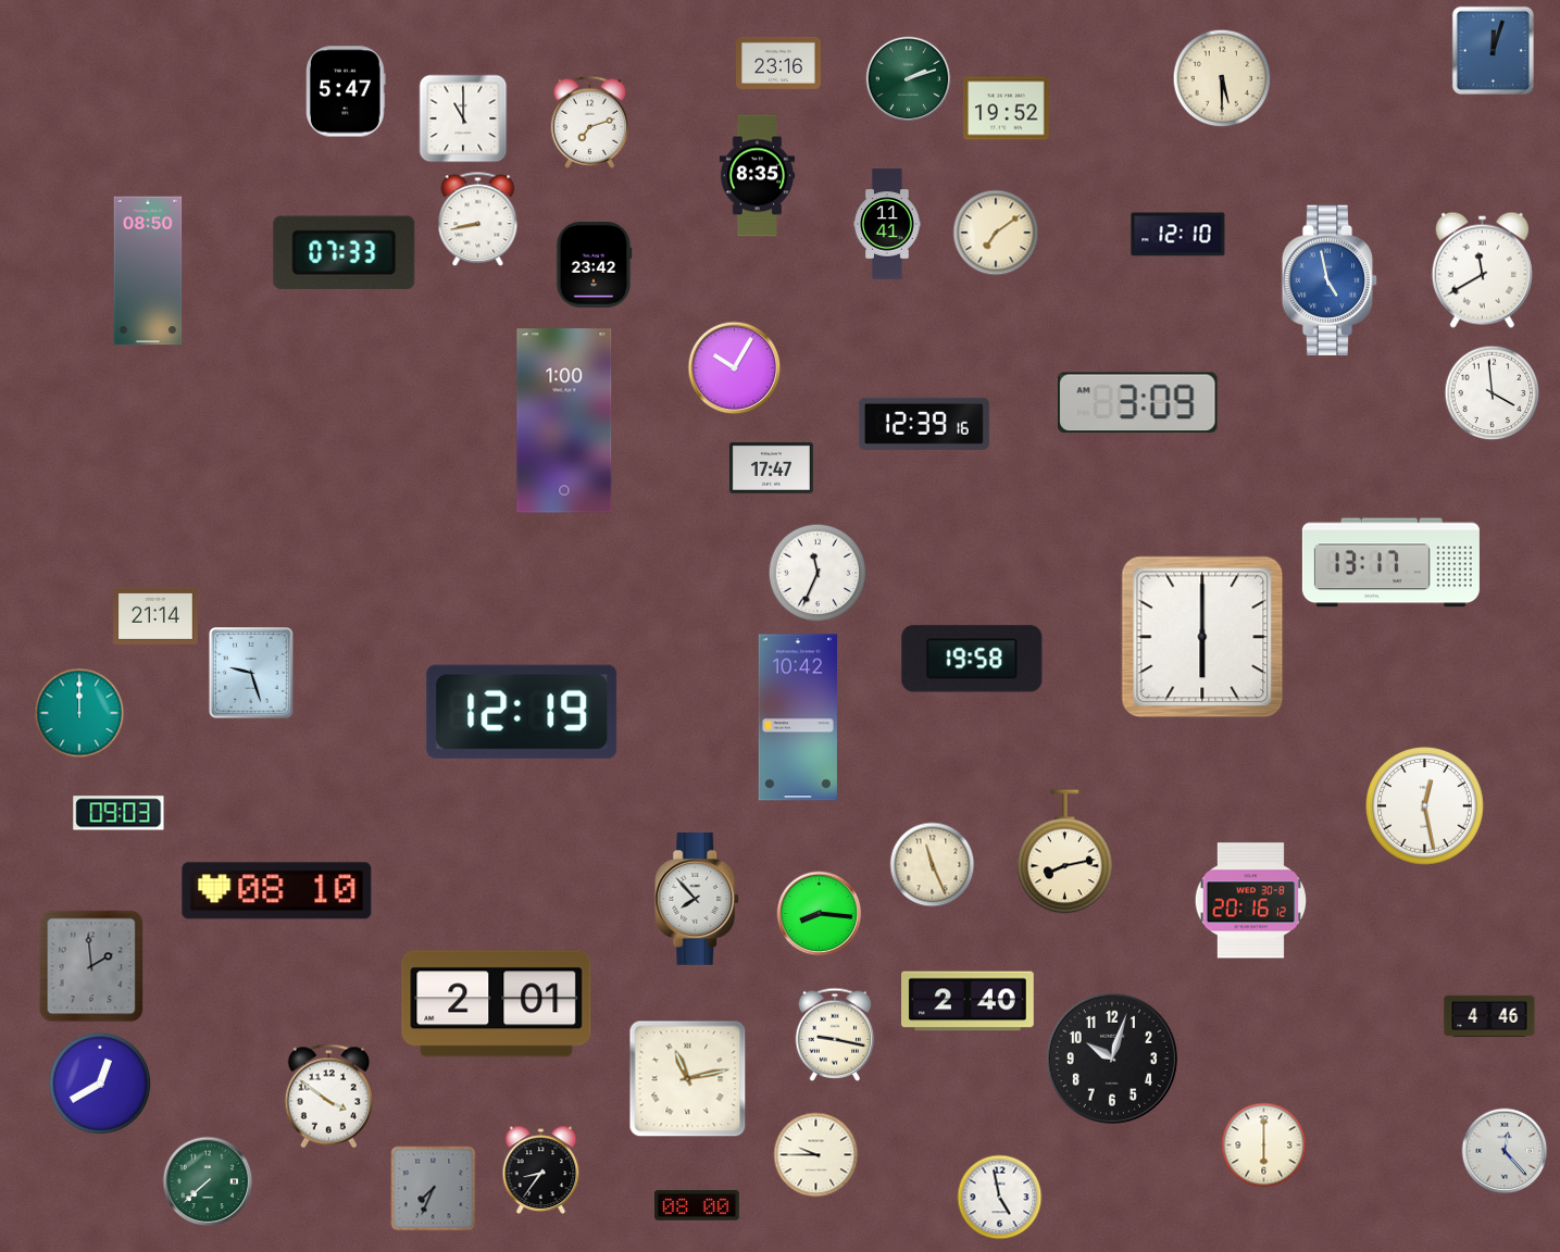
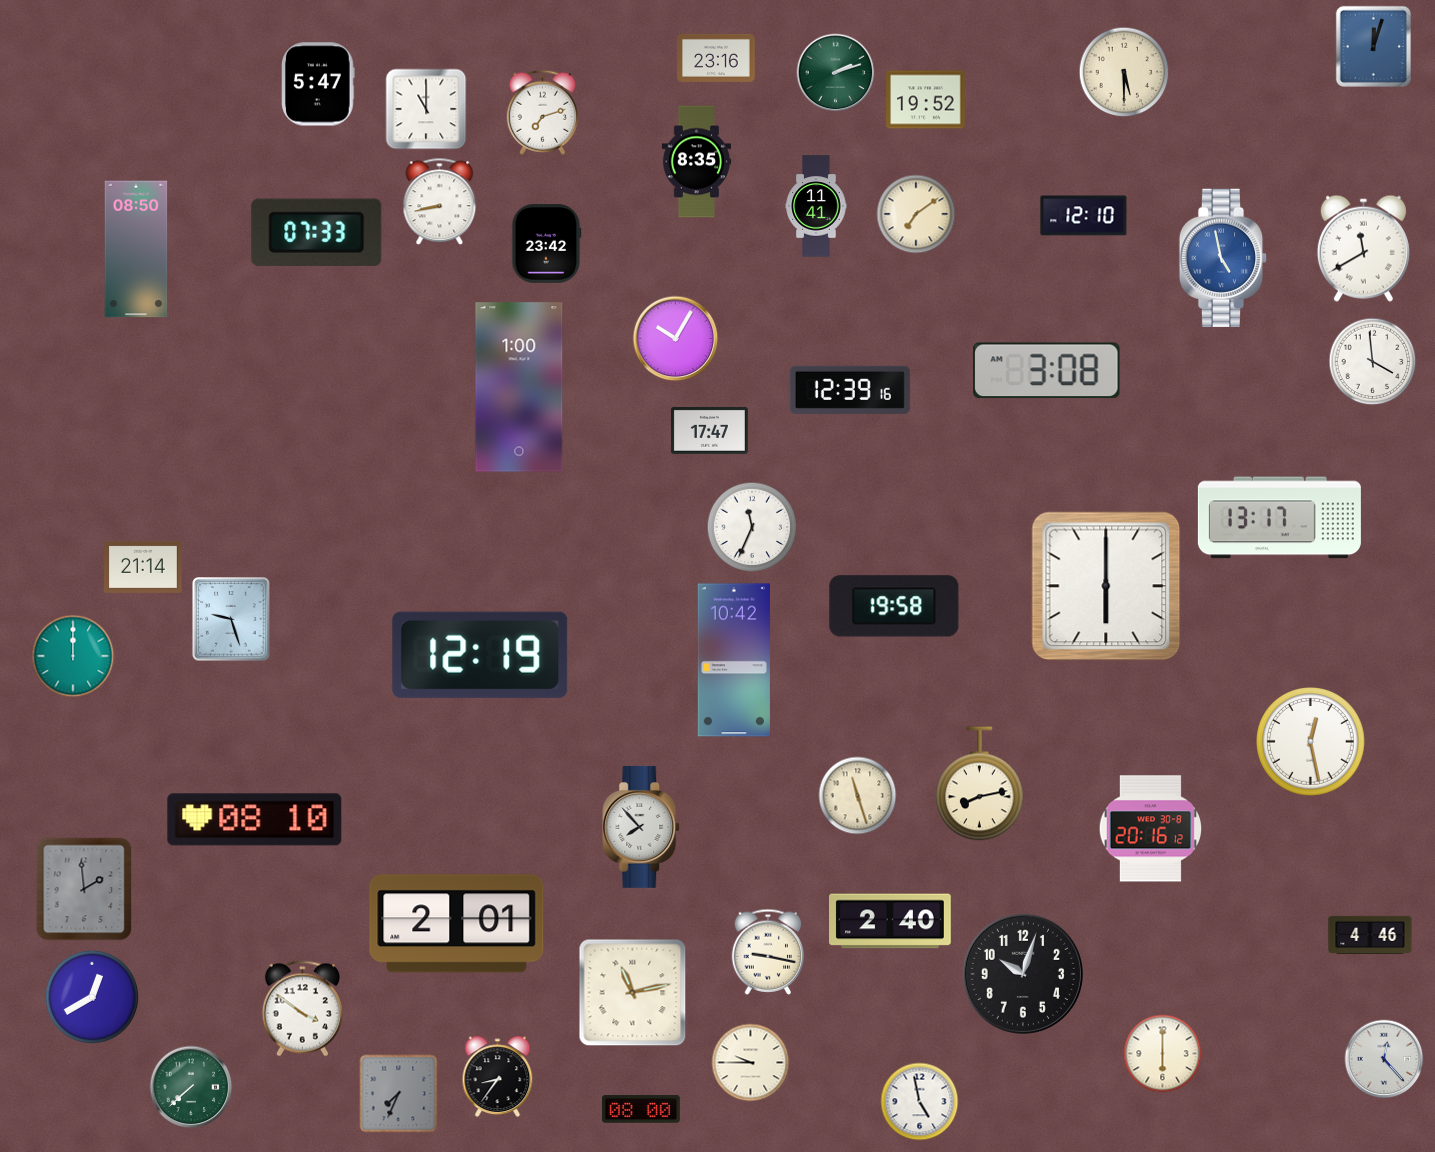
clock at (1138, 403): 3:09 -> 3:08
clock at (118, 813): 09:03 -> none
clock at (933, 865): 11:26 -> 11:27
clock at (820, 914): 8:16 -> none
